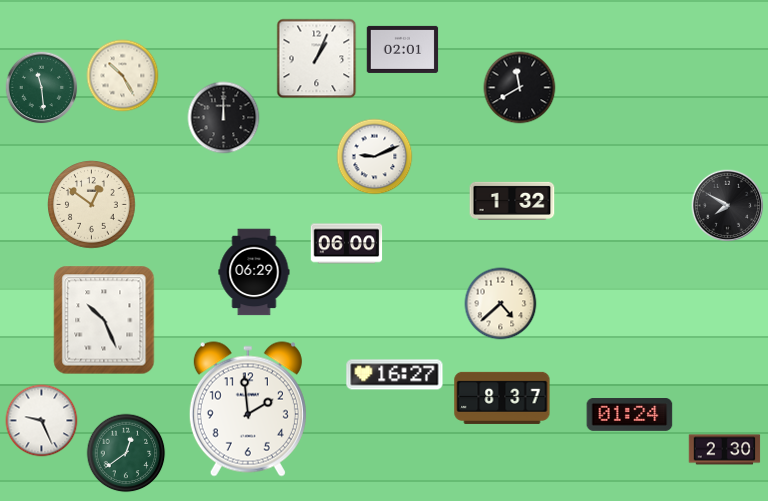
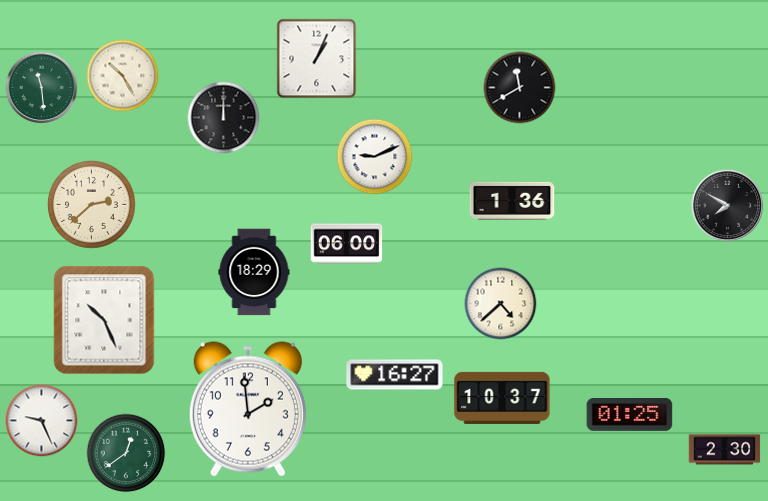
clock at (403, 49): 02:01 -> none
clock at (512, 201): 1:32 -> 1:36
clock at (92, 205): 12:51 -> 2:38
clock at (254, 272): 06:29 -> 18:29
clock at (502, 398): 8:37 -> 10:37
clock at (630, 415): 01:24 -> 01:25
